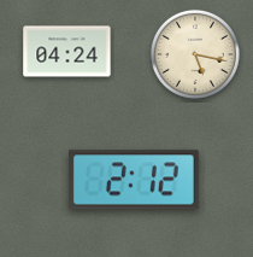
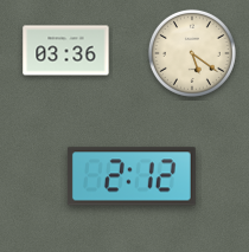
clock at (67, 52): 04:24 -> 03:36
clock at (195, 54): 5:17 -> 5:21
